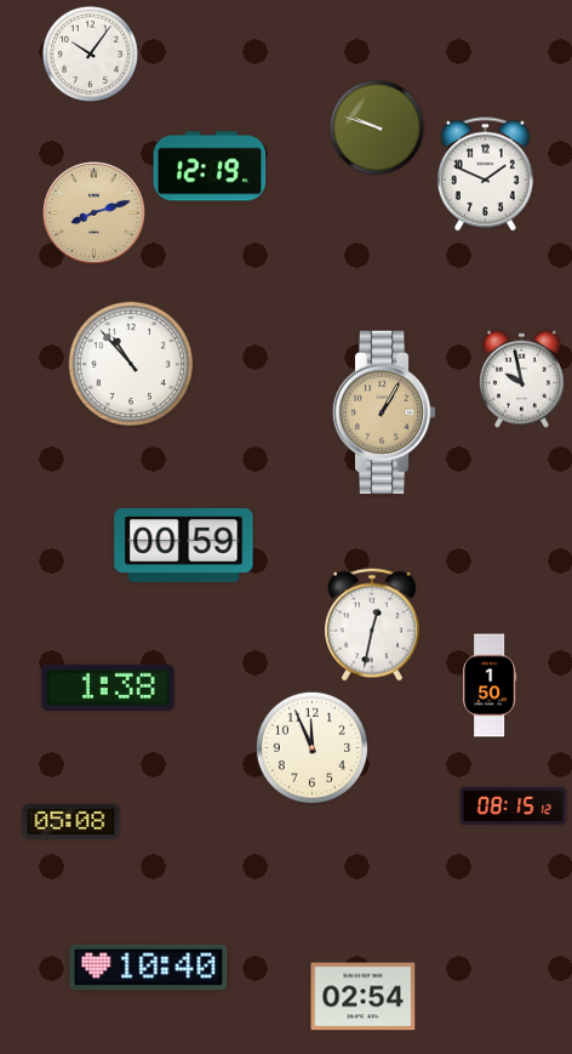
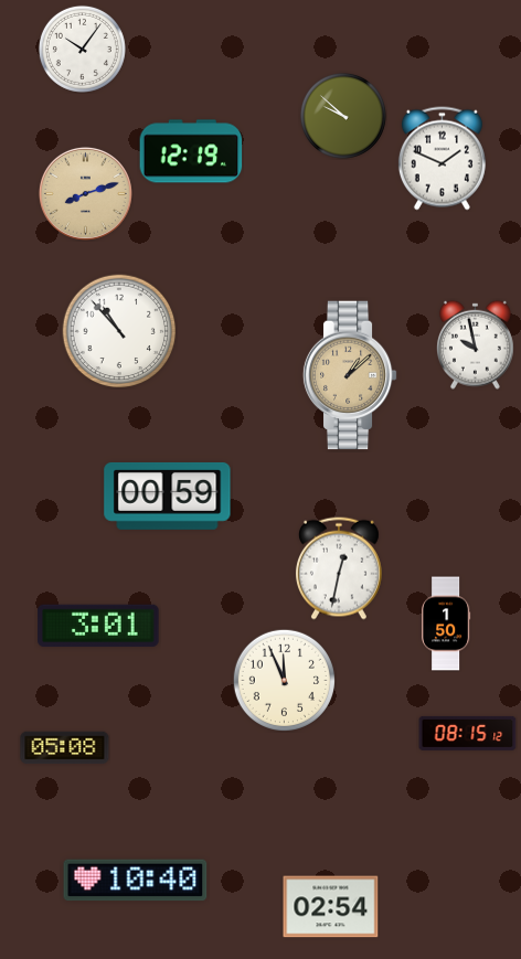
clock at (377, 127): 9:48 -> 9:52
clock at (384, 412): 1:05 -> 1:08
clock at (108, 688): 1:38 -> 3:01
